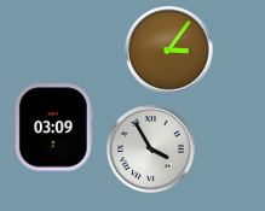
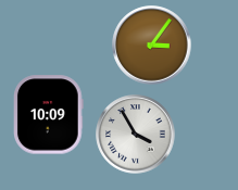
clock at (54, 128): 03:09 -> 10:09
